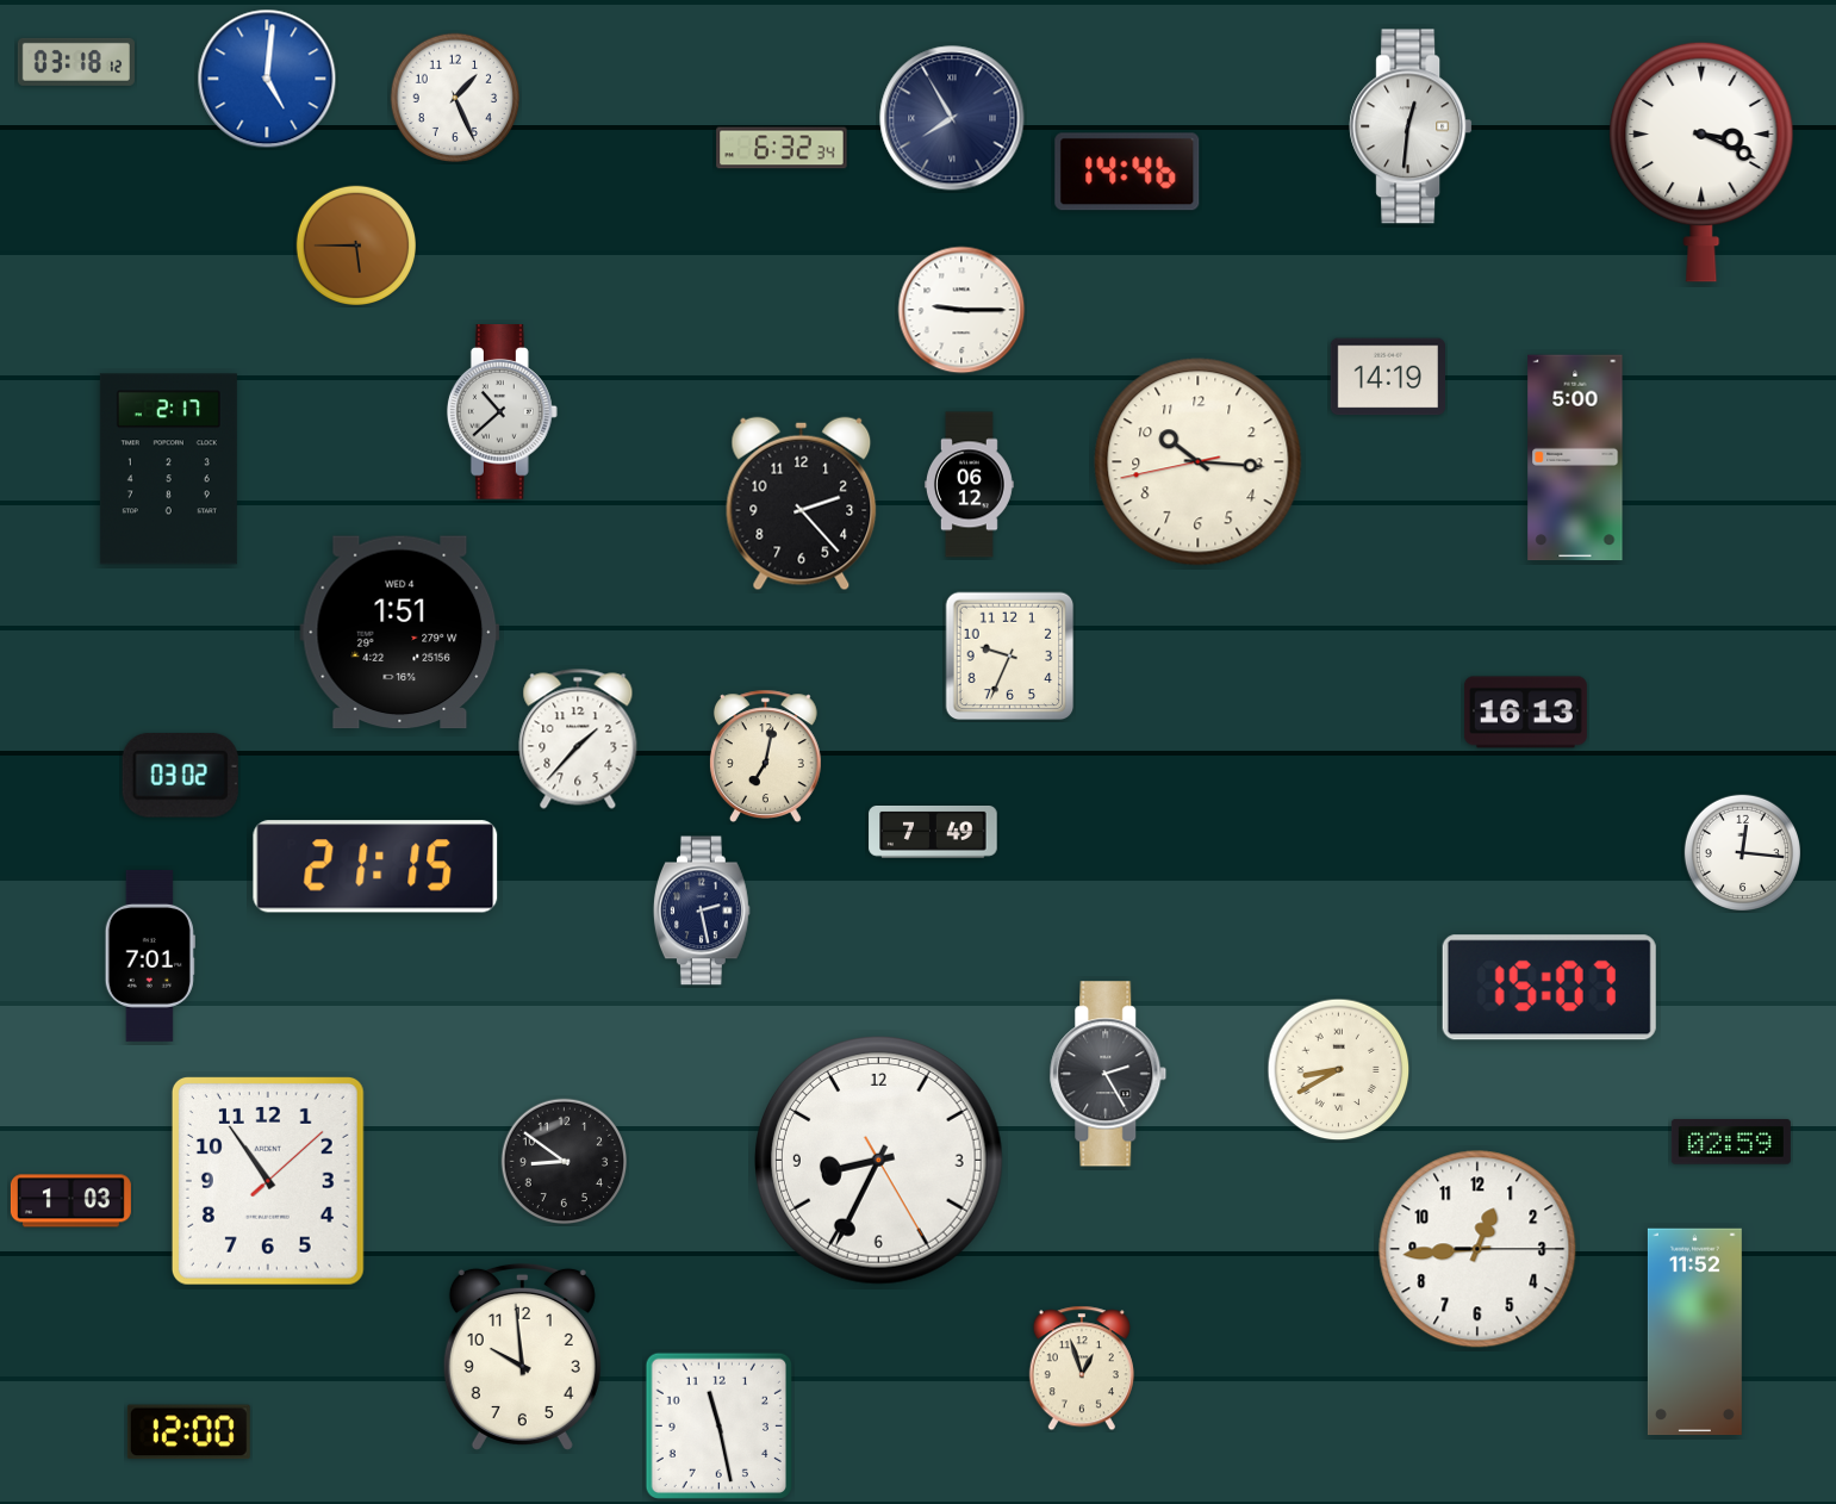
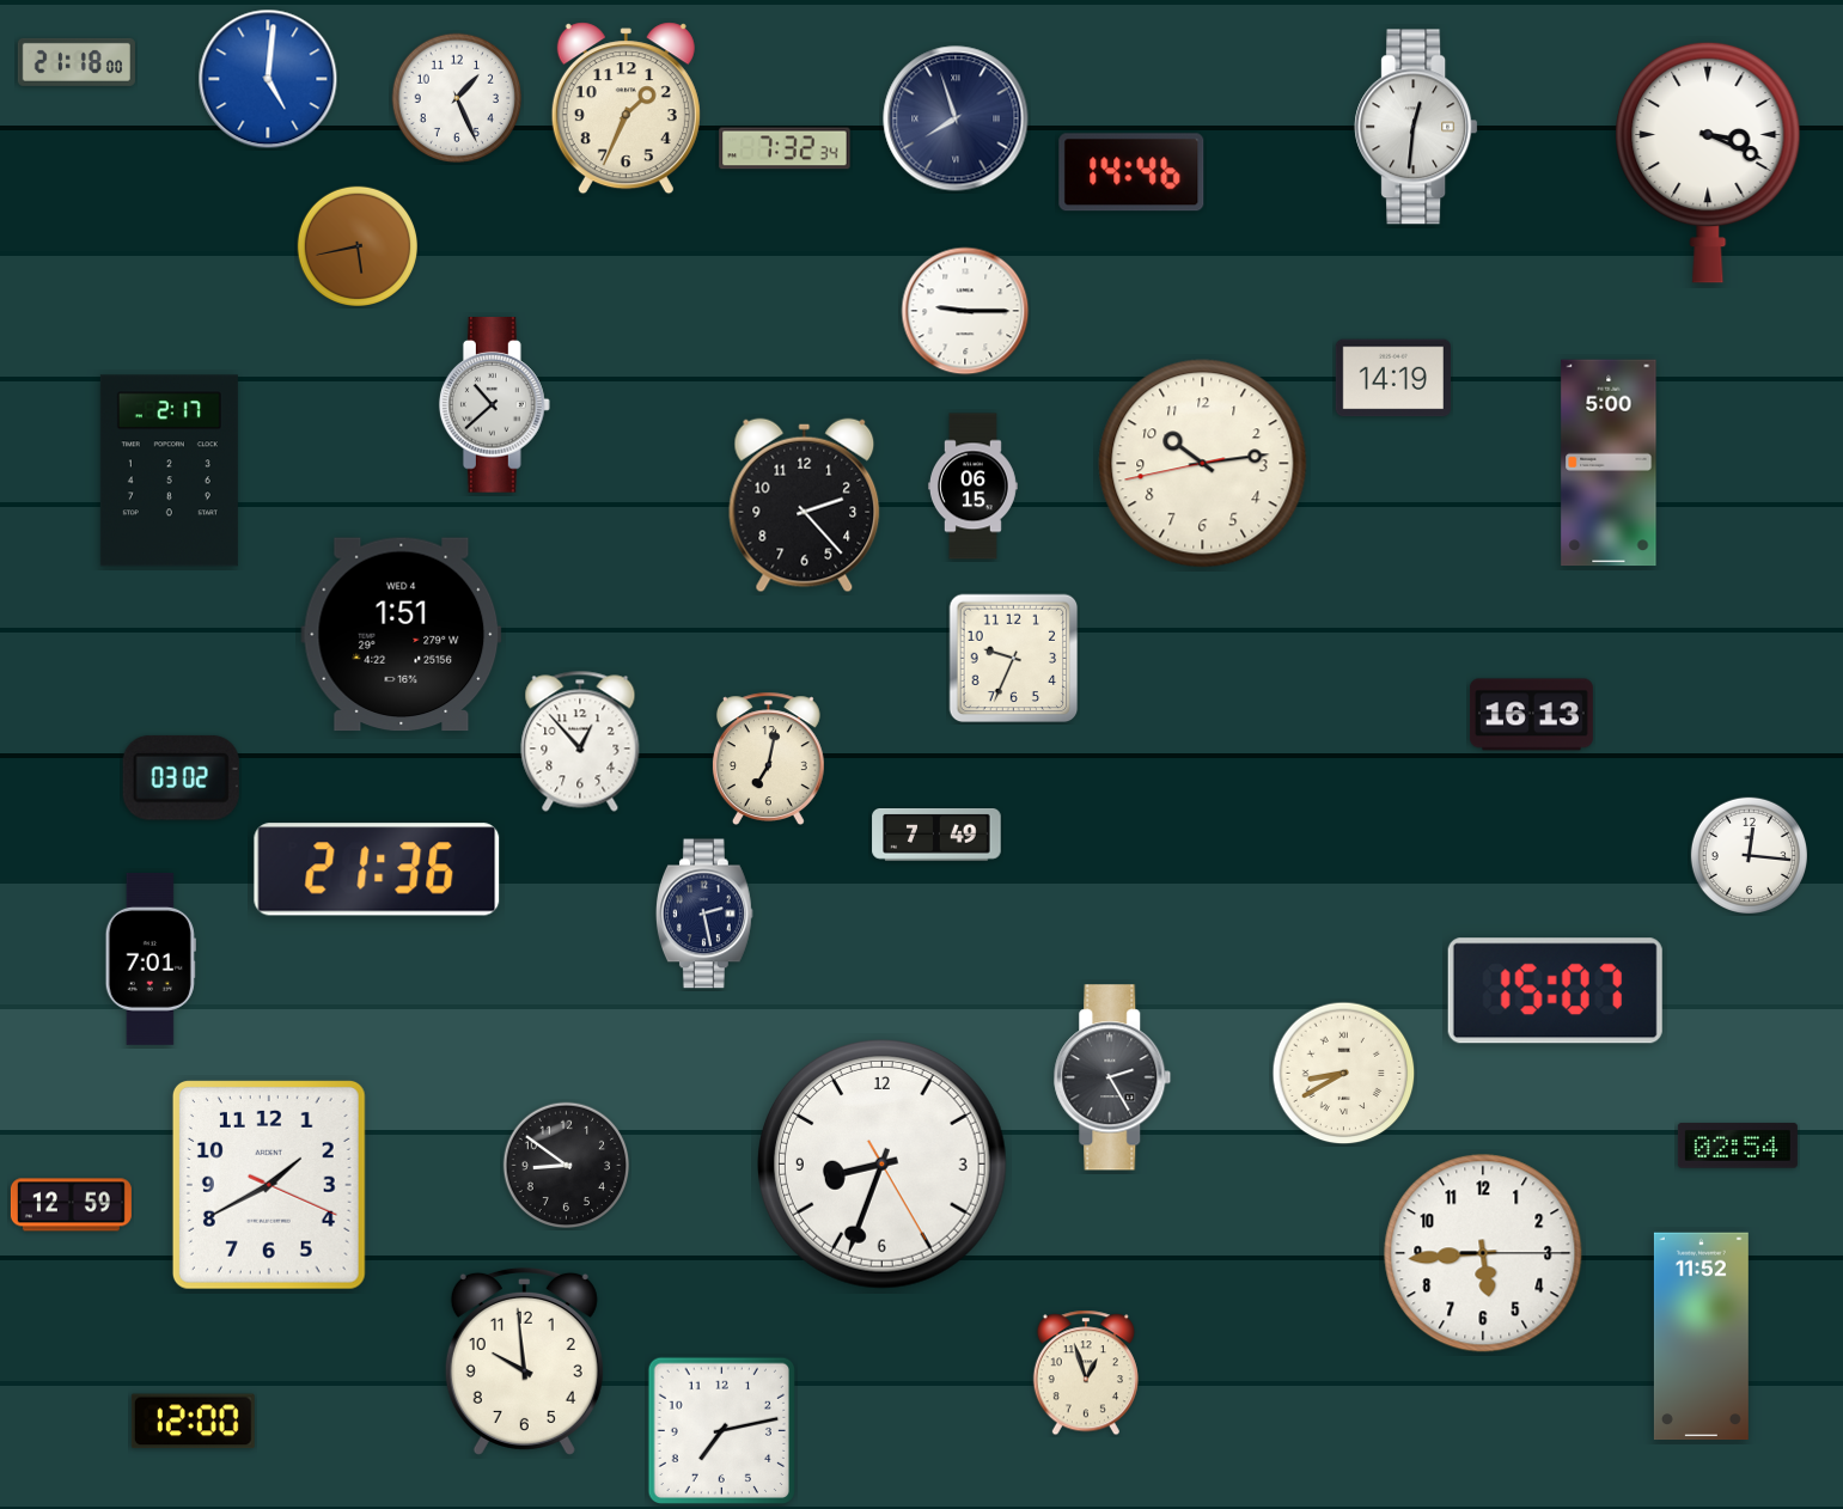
clock at (76, 62): 03:18 -> 21:18
clock at (625, 109): none -> 1:34
clock at (952, 118): 7:55 -> 7:57
clock at (782, 148): 6:32 -> 7:32
clock at (355, 244): 5:45 -> 5:43
clock at (502, 412) position: (502, 412) -> (494, 405)
clock at (1575, 458) position: (1575, 458) -> (1609, 463)
clock at (1199, 462): 10:15 -> 10:13
clock at (969, 485): 06:12 -> 06:15
clock at (578, 739): 1:37 -> 12:53
clock at (375, 866): 21:15 -> 21:36
clock at (1731, 1142): 02:59 -> 02:54
clock at (879, 1161): 8:34 -> 8:33
clock at (268, 1181): 10:54 -> 1:40
clock at (70, 1201): 1:03 -> 12:59
clock at (1477, 1249): 12:44 -> 5:44
clock at (718, 1425): 11:28 -> 7:13
clock at (188, 1432) position: (188, 1432) -> (193, 1422)
